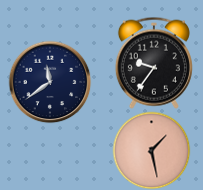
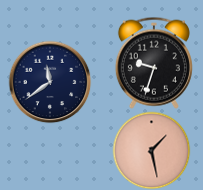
clock at (154, 63): 9:36 -> 9:33
